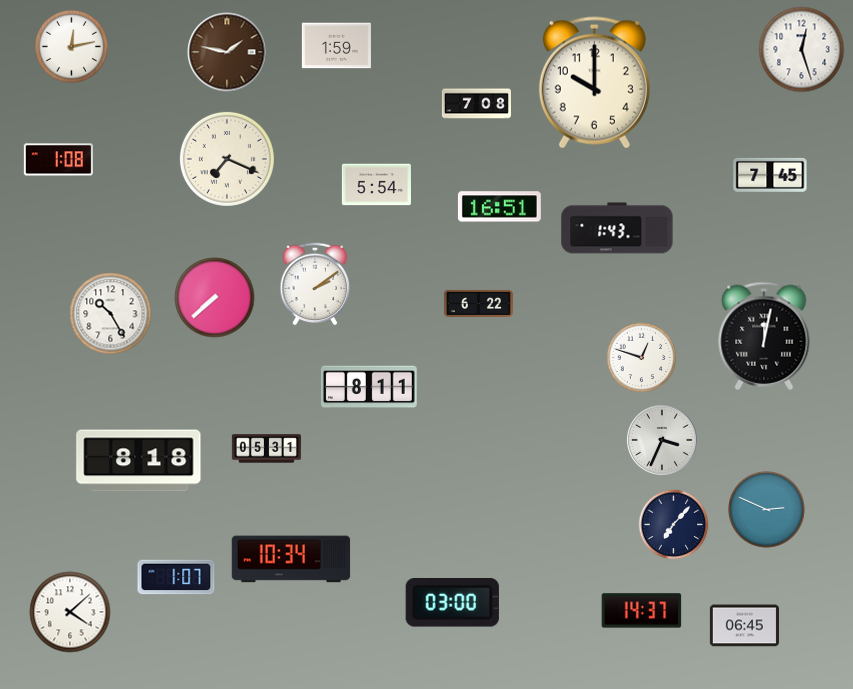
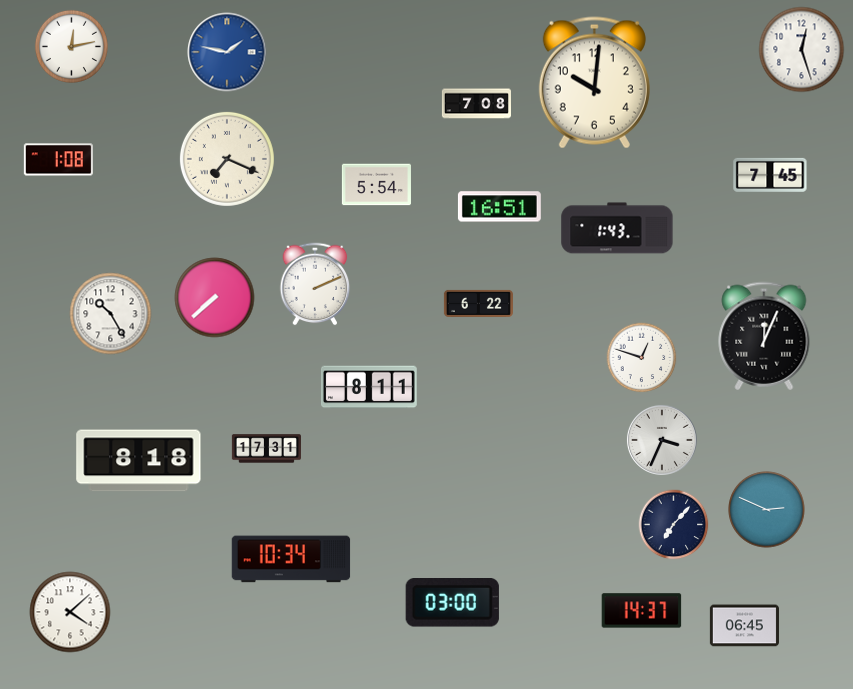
clock at (336, 46): 1:59 -> none
clock at (227, 52) dial: brown -> blue
clock at (594, 83): 10:00 -> 10:01
clock at (315, 284): 2:09 -> 2:11
clock at (764, 336): 12:02 -> 12:04
clock at (266, 449): 05:31 -> 17:31
clock at (176, 577): 1:07 -> none
